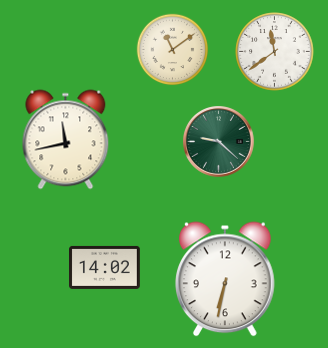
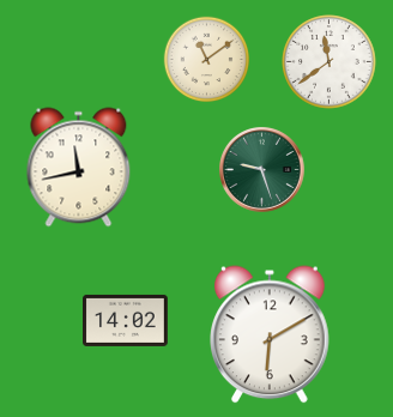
clock at (219, 142): 9:22 -> 9:27
clock at (226, 279): 6:32 -> 6:10
